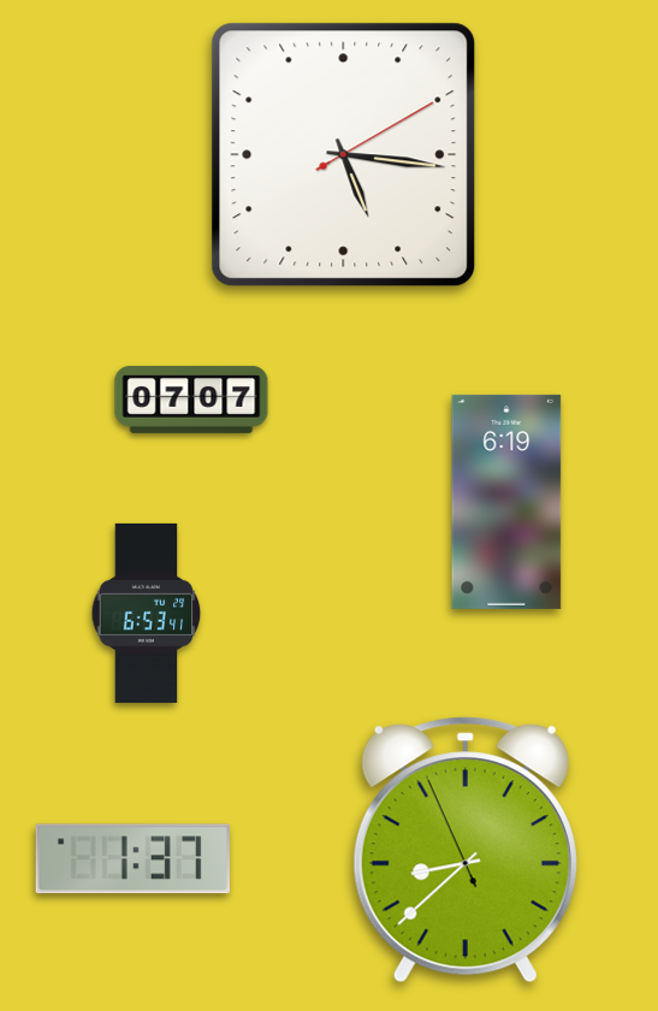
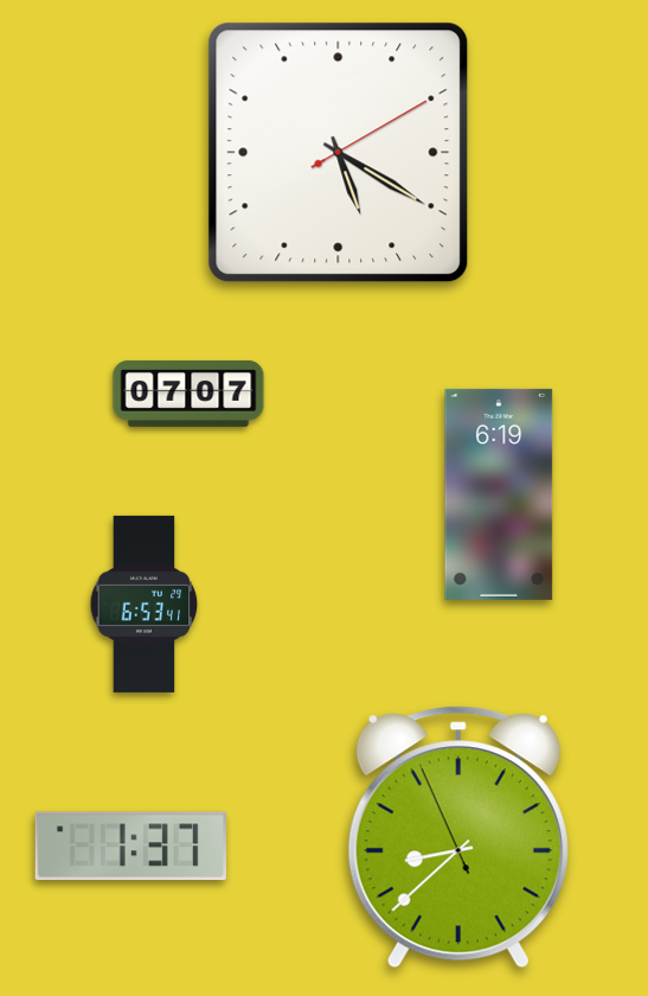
clock at (344, 155): 5:16 -> 5:20
